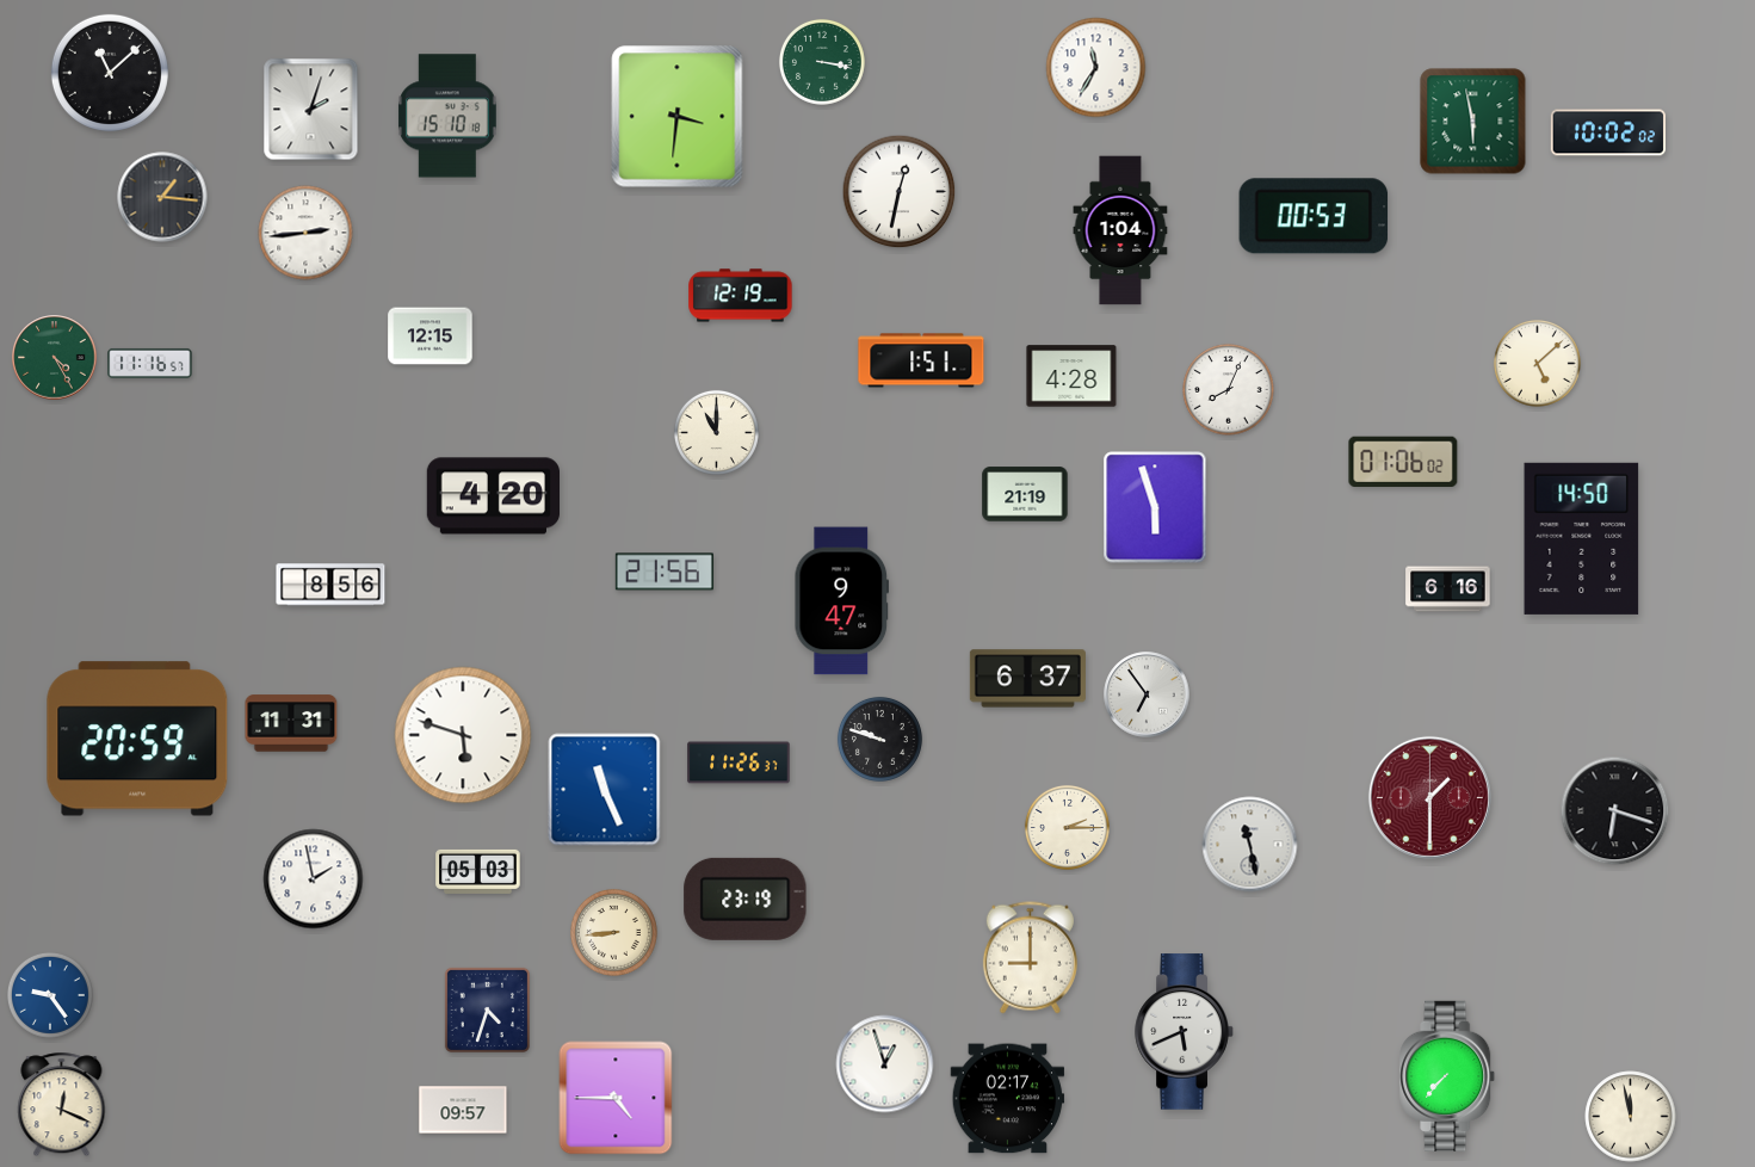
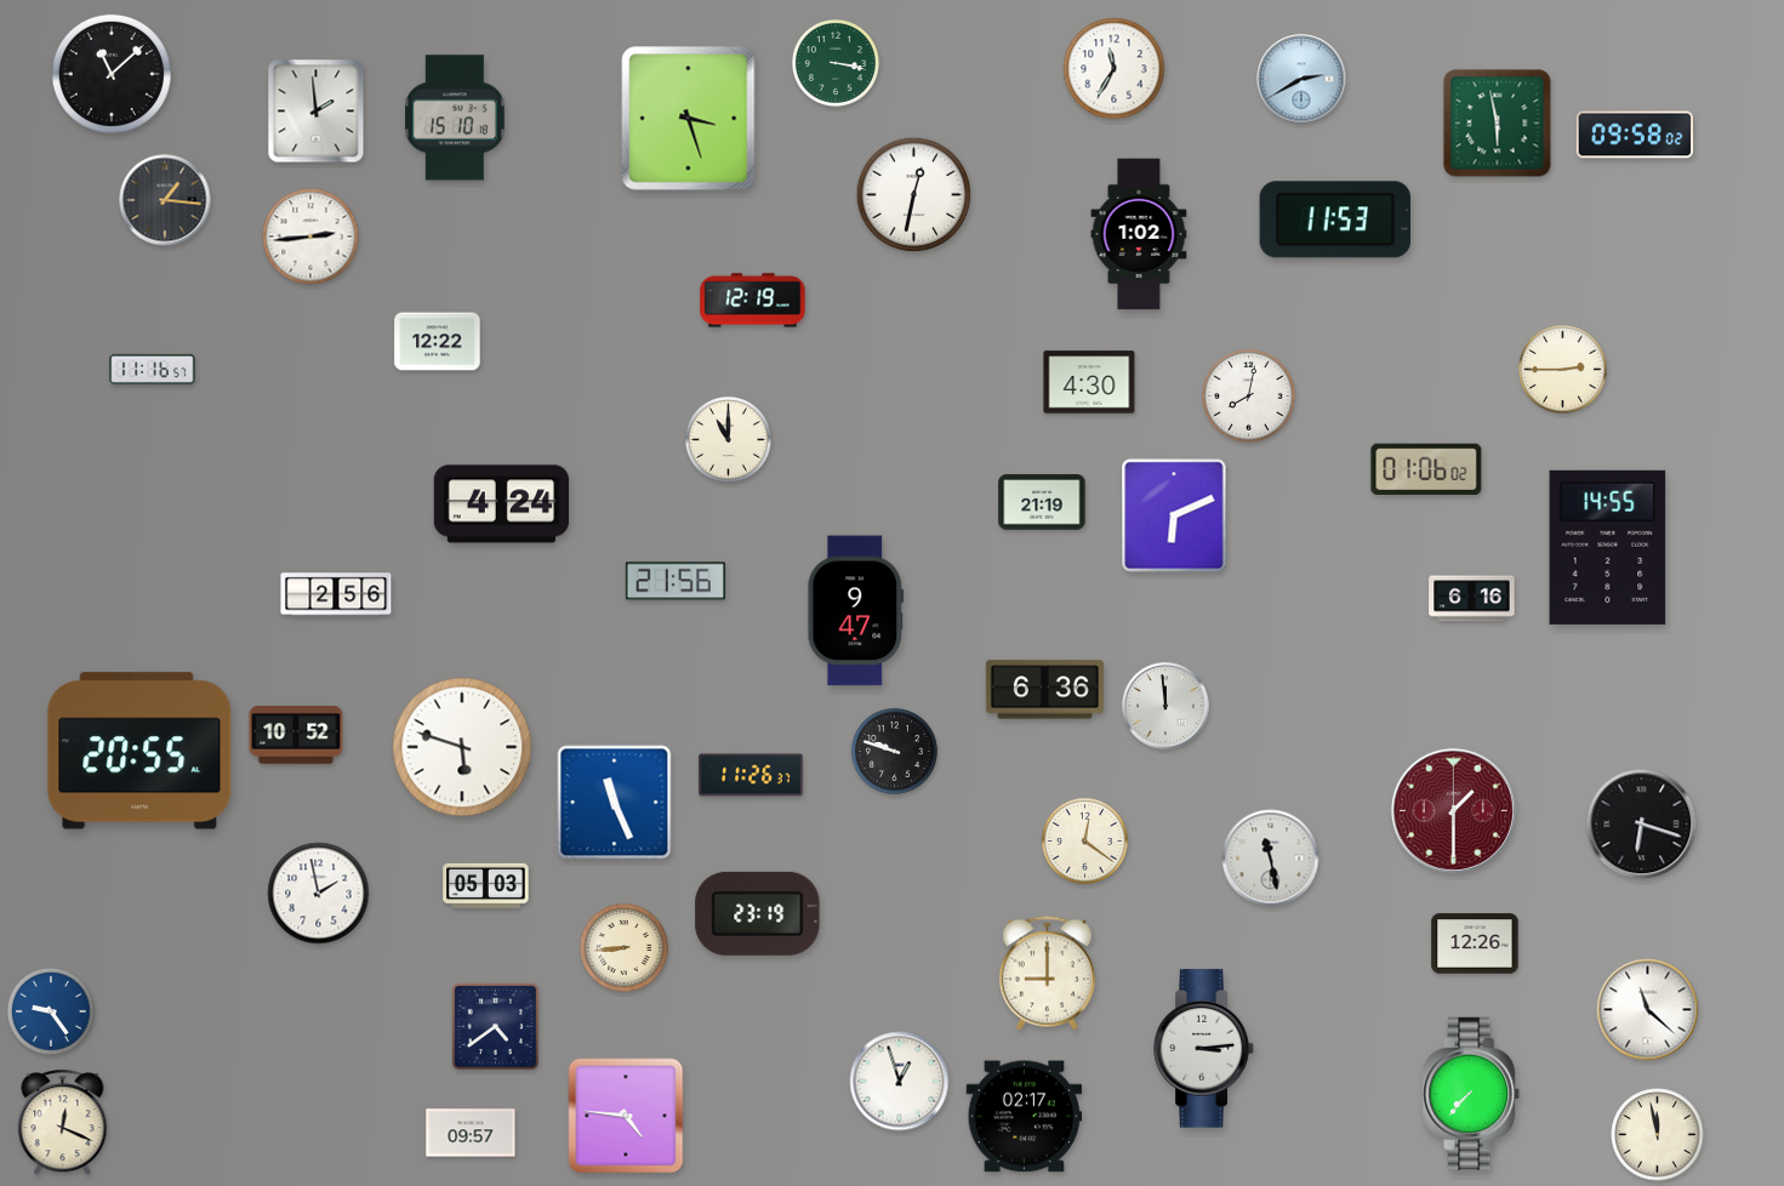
clock at (1301, 79): none -> 2:40
clock at (311, 110): 2:03 -> 1:59
clock at (678, 117): 3:31 -> 3:27
clock at (1607, 132): 10:02 -> 09:58
clock at (1314, 216): 00:53 -> 11:53
clock at (1120, 230): 1:04 -> 1:02
clock at (431, 336): 12:15 -> 12:22
clock at (55, 358): 4:25 -> none
clock at (921, 360): 1:51 -> none
clock at (1537, 363): 5:08 -> 2:45
clock at (1071, 376): 4:28 -> 4:30
clock at (1229, 390): 8:04 -> 8:02
clock at (493, 496): 4:20 -> 4:24
clock at (1155, 507): 5:57 -> 6:11
clock at (1582, 538): 14:50 -> 14:55
clock at (330, 585): 8:56 -> 2:56
clock at (1027, 679): 6:37 -> 6:36
clock at (1147, 694): 6:54 -> 11:59
clock at (291, 723): 11:31 -> 10:52
clock at (463, 735) position: (463, 735) -> (462, 747)
clock at (137, 739): 20:59 -> 20:55
clock at (1067, 827): 2:15 -> 12:21
clock at (1475, 943): none -> 12:26
clock at (1648, 1010): none -> 11:22
clock at (487, 1009): 4:33 -> 4:39
clock at (1185, 1032): 5:41 -> 3:14
clock at (616, 1098): 4:45 -> 4:46
clock at (463, 1110) position: (463, 1110) -> (471, 1133)
